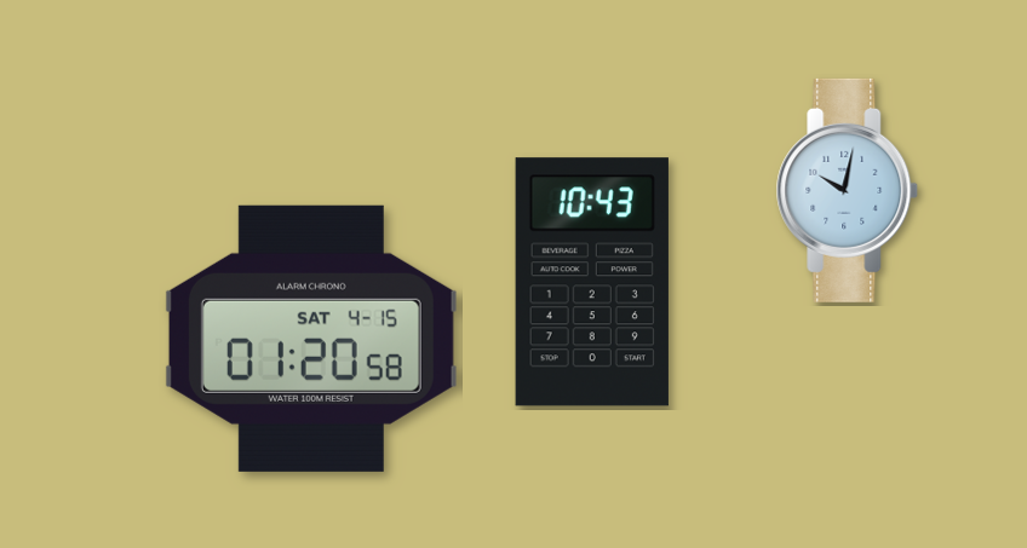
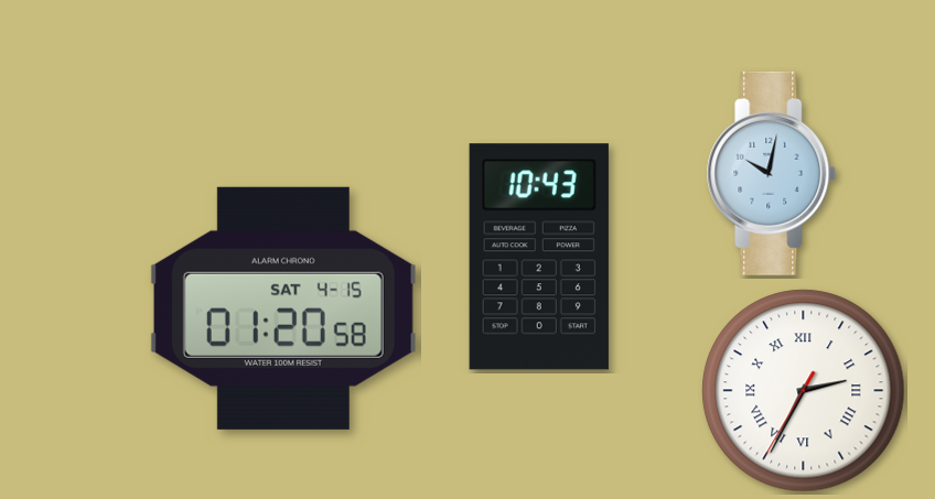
clock at (804, 391): none -> 2:34
